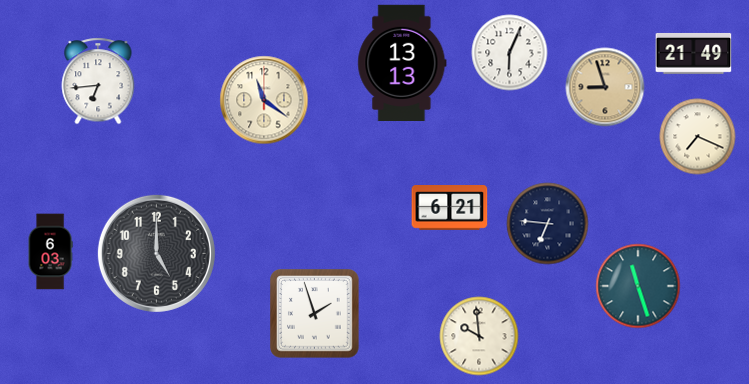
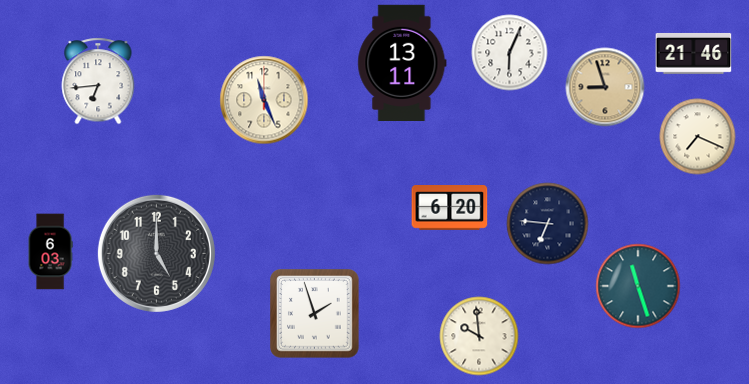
clock at (694, 53): 21:49 -> 21:46
clock at (402, 62): 13:13 -> 13:11
clock at (264, 100): 11:21 -> 11:26
clock at (450, 208): 6:21 -> 6:20
